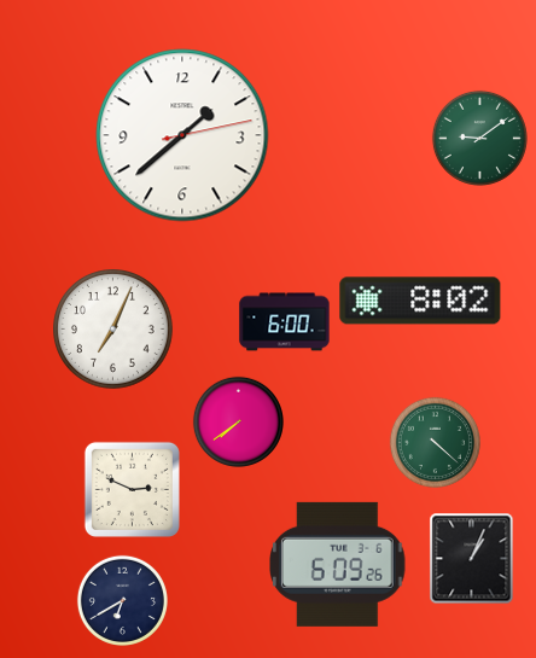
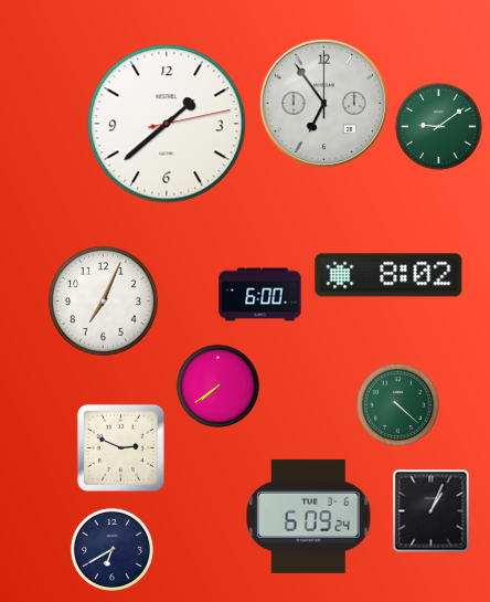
clock at (323, 103): none -> 6:54
clock at (420, 301) position: (420, 301) -> (388, 275)
clock at (338, 564): 6:09:26 -> 6:09:24
